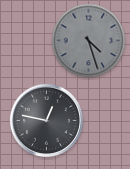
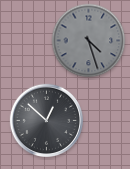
clock at (46, 120): 12:47 -> 12:52
